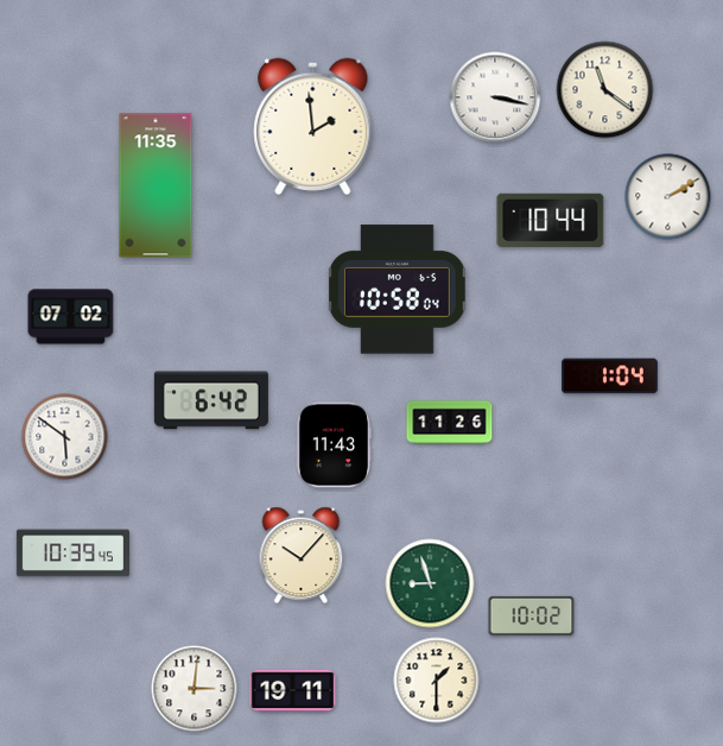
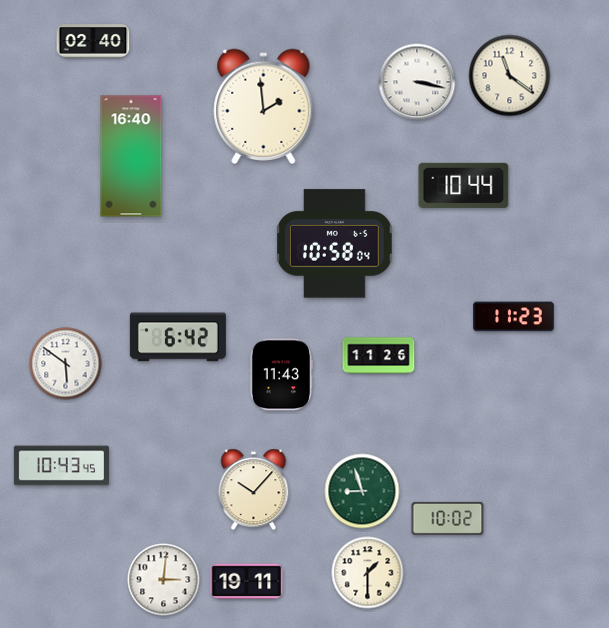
clock at (93, 41): none -> 02:40
clock at (156, 185): 11:35 -> 16:40
clock at (668, 197): 2:10 -> none
clock at (71, 317): 07:02 -> none
clock at (610, 377): 1:04 -> 11:23
clock at (65, 437) position: (65, 437) -> (66, 364)
clock at (72, 554): 10:39 -> 10:43
clock at (302, 556) position: (302, 556) -> (254, 490)
